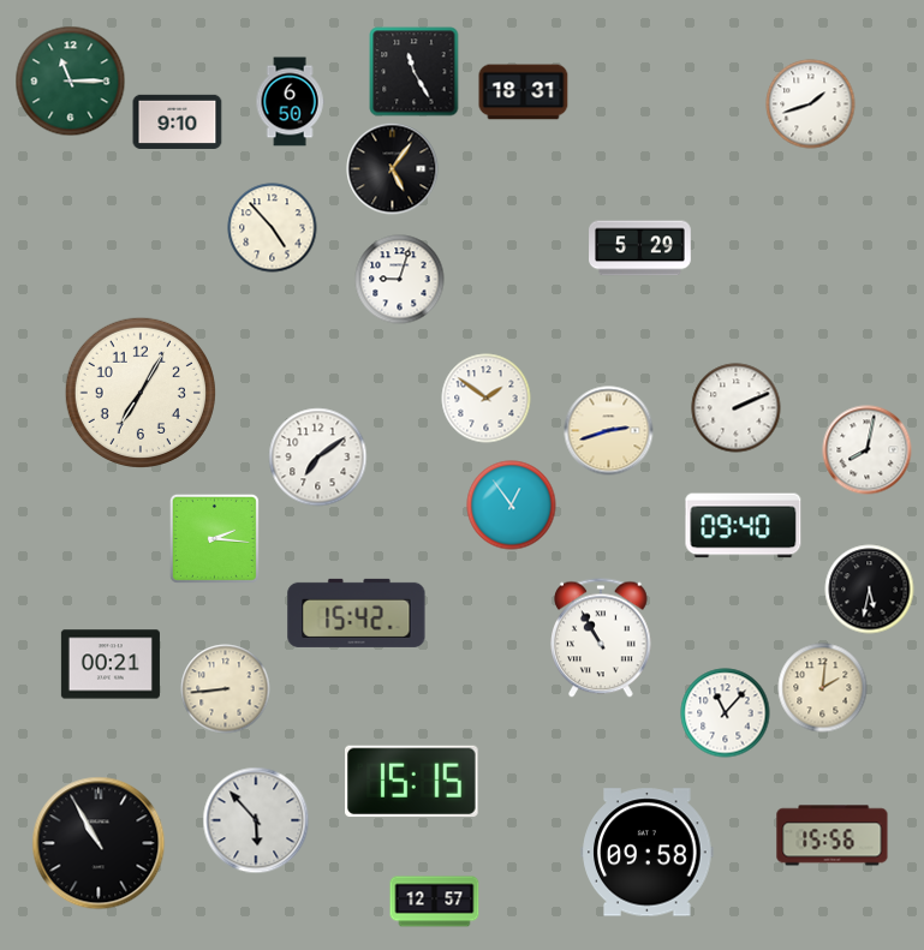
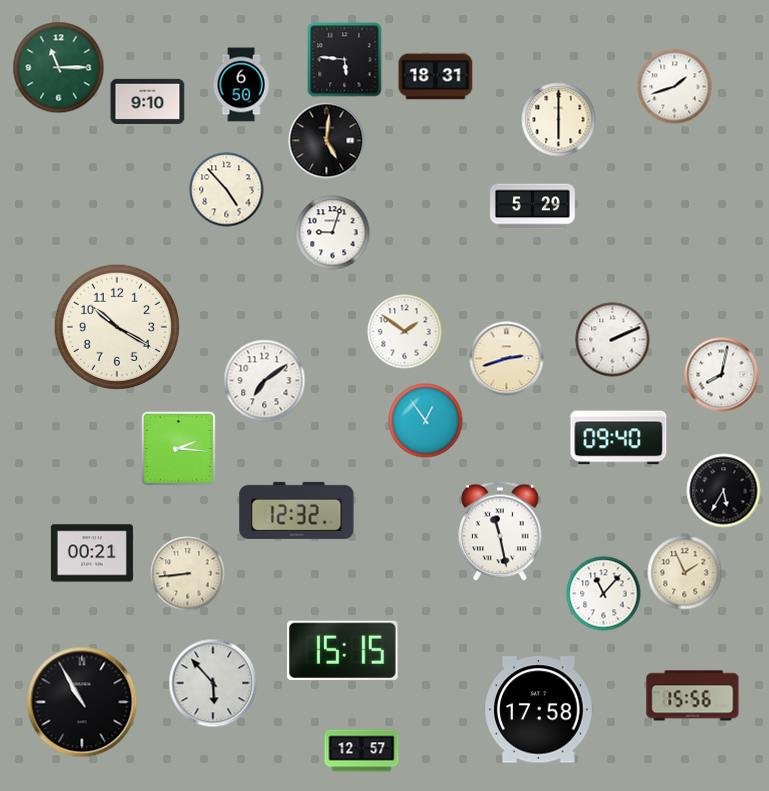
clock at (415, 72): 11:25 -> 5:46
clock at (559, 120): none -> 6:00
clock at (393, 169): 5:06 -> 5:01
clock at (141, 393): 7:05 -> 10:20
clock at (870, 590): 5:32 -> 5:35
clock at (357, 613): 15:42 -> 12:32
clock at (602, 638): 10:55 -> 11:28
clock at (823, 688): 2:01 -> 1:56
clock at (648, 853): 09:58 -> 17:58
